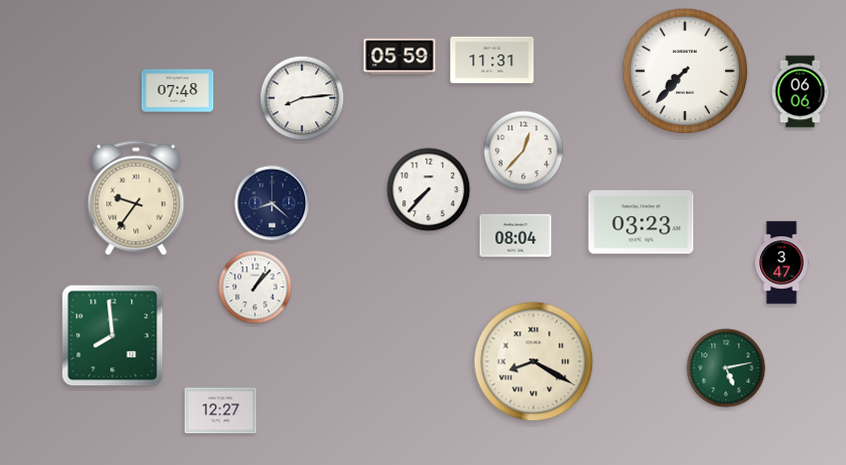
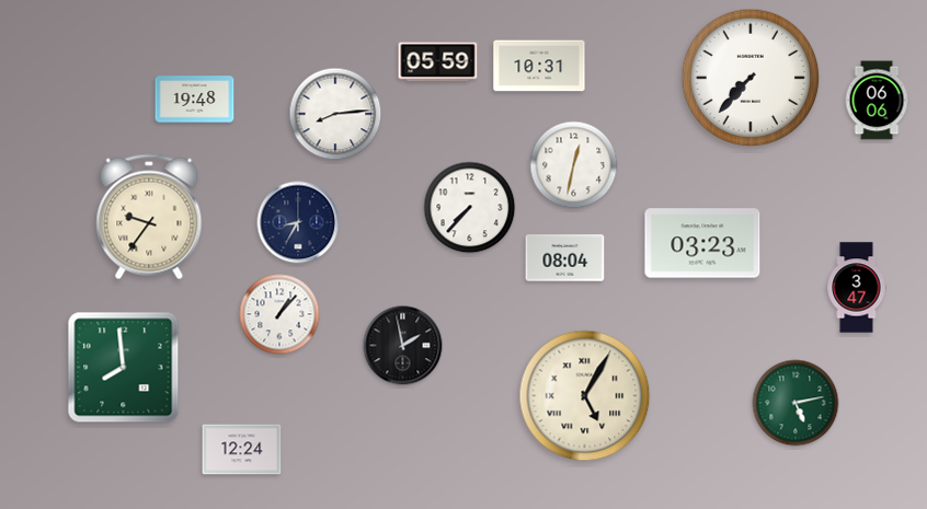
clock at (492, 60): 11:31 -> 10:31
clock at (178, 91): 07:48 -> 19:48
clock at (302, 98) position: (302, 98) -> (335, 114)
clock at (524, 151): 12:37 -> 12:32
clock at (272, 203): 8:22 -> 8:35
clock at (403, 346): none -> 1:58
clock at (534, 362): 8:20 -> 5:05
clock at (221, 411): 12:27 -> 12:24
